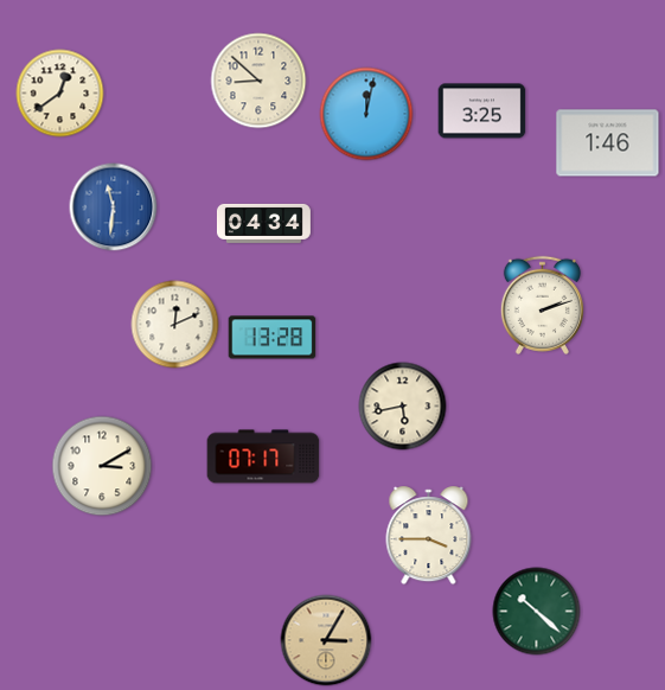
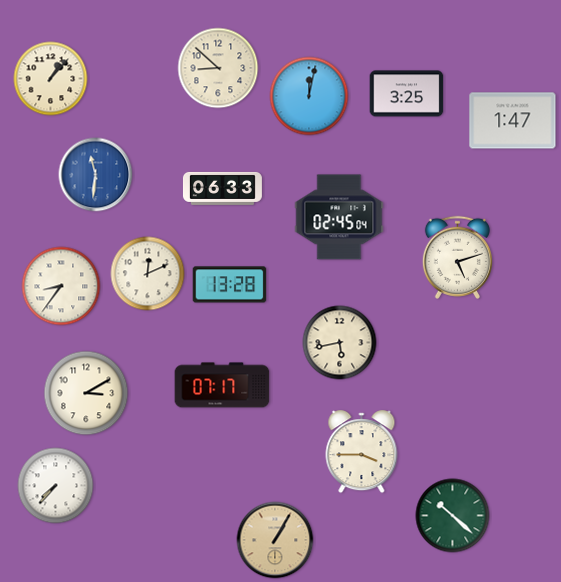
clock at (60, 94): 12:39 -> 1:07
clock at (608, 143): 1:46 -> 1:47
clock at (263, 223): 04:34 -> 06:33
clock at (339, 217): none -> 02:45
clock at (542, 305): 2:12 -> 5:12
clock at (61, 286): none -> 8:36
clock at (56, 486): none -> 7:37
clock at (326, 640): 3:05 -> 1:05
